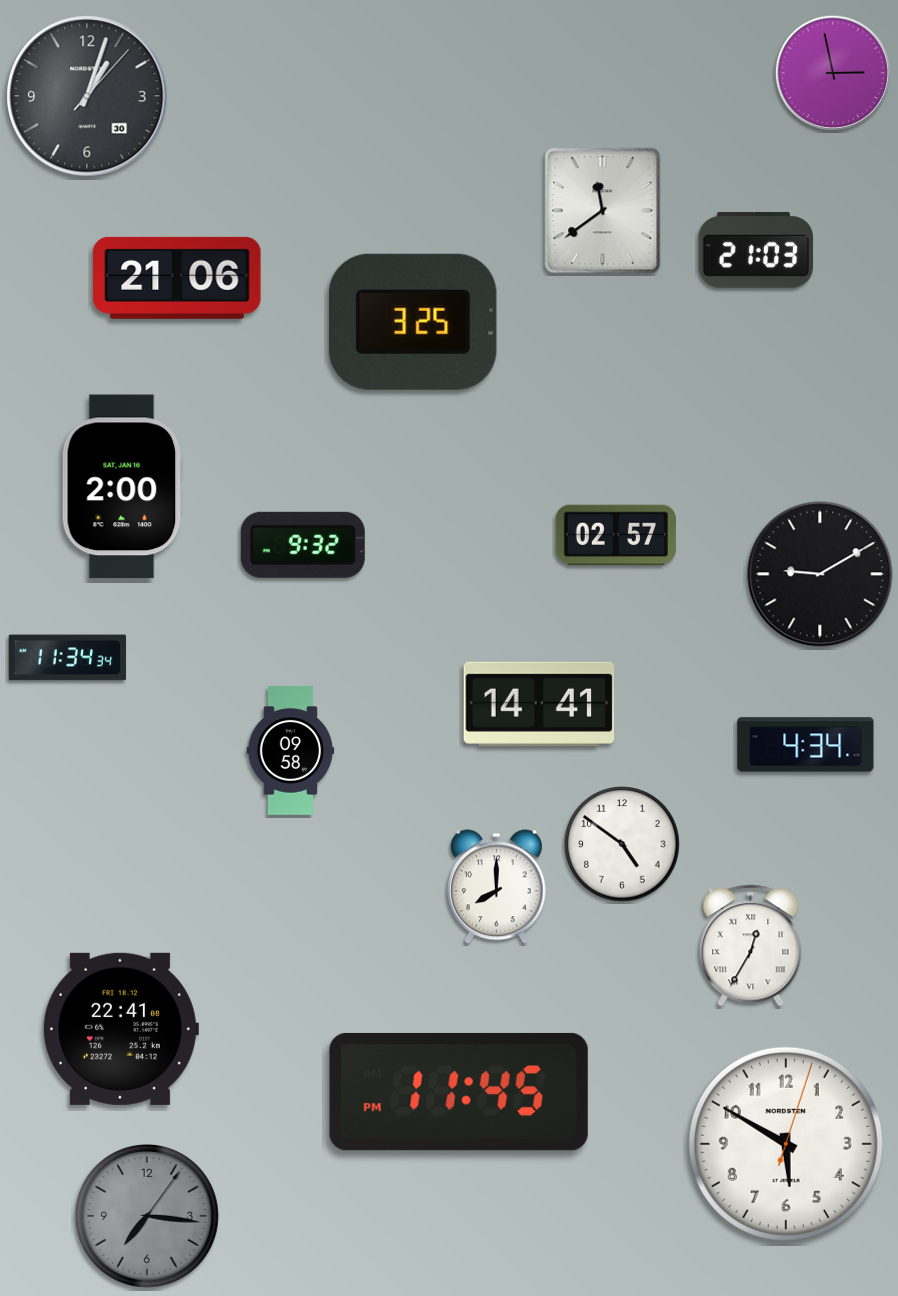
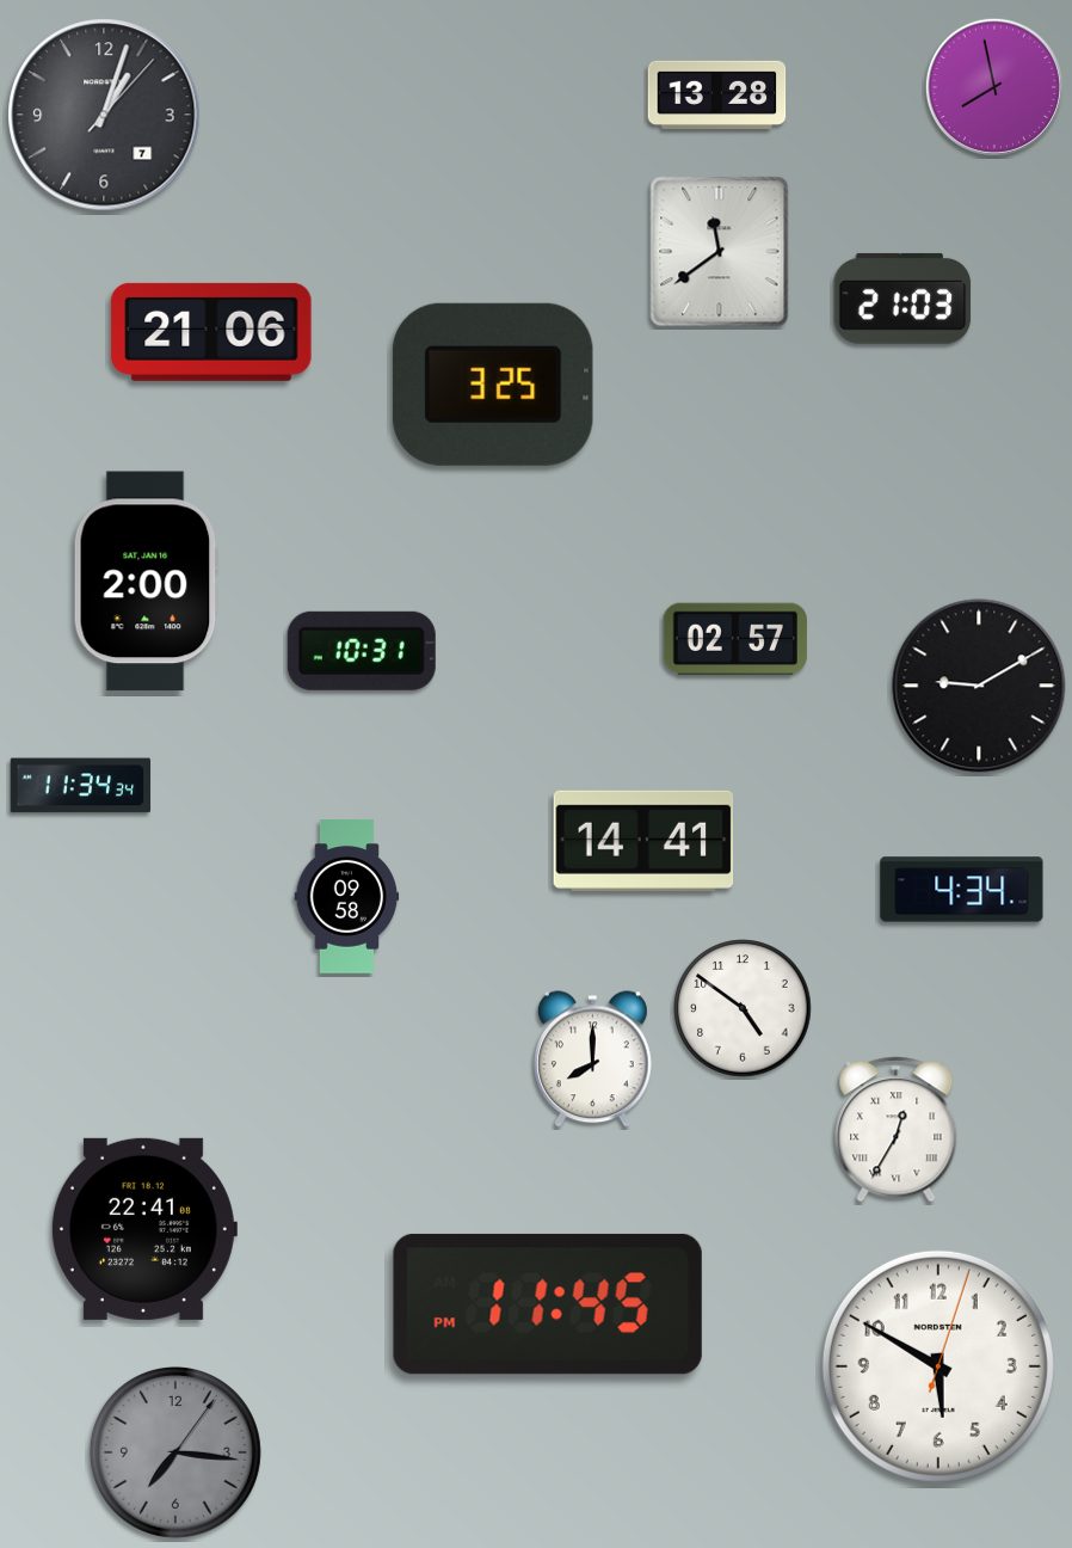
clock at (833, 73): 2:58 -> 7:58
clock at (717, 94): none -> 13:28
clock at (87, 96) date: 30 -> 7
clock at (303, 545): 9:32 -> 10:31
